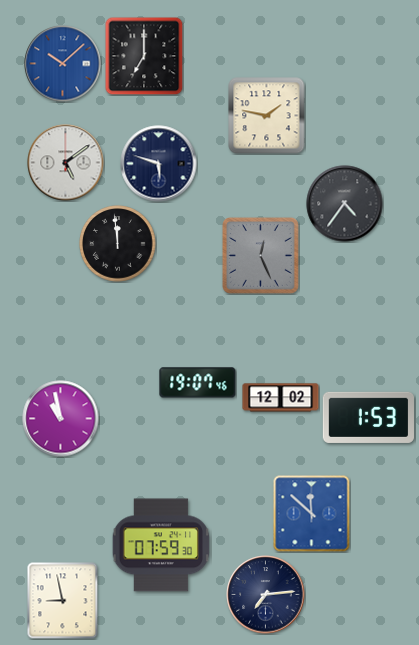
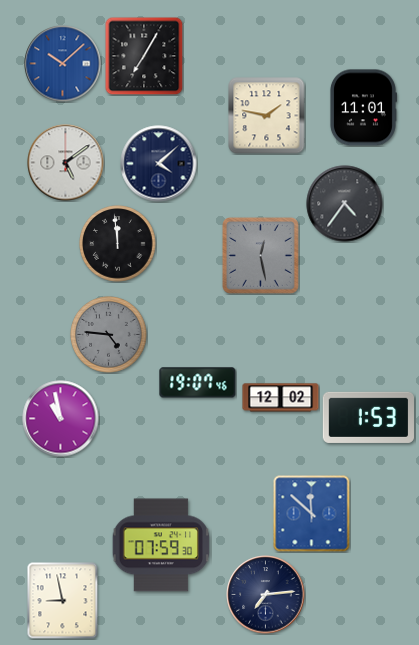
clock at (144, 56): 7:00 -> 7:05
clock at (363, 108): none -> 11:01
clock at (159, 164): 5:48 -> 4:08
clock at (260, 255): 12:26 -> 12:28
clock at (109, 335): none -> 4:46
